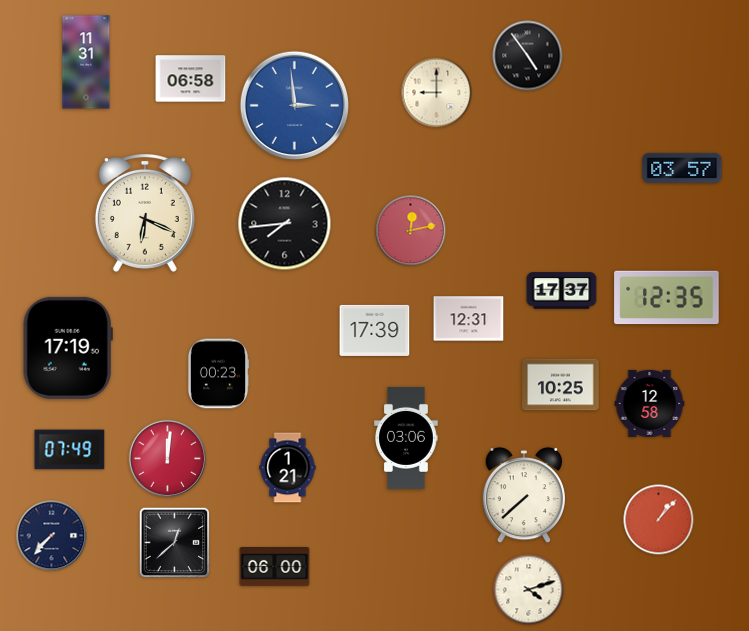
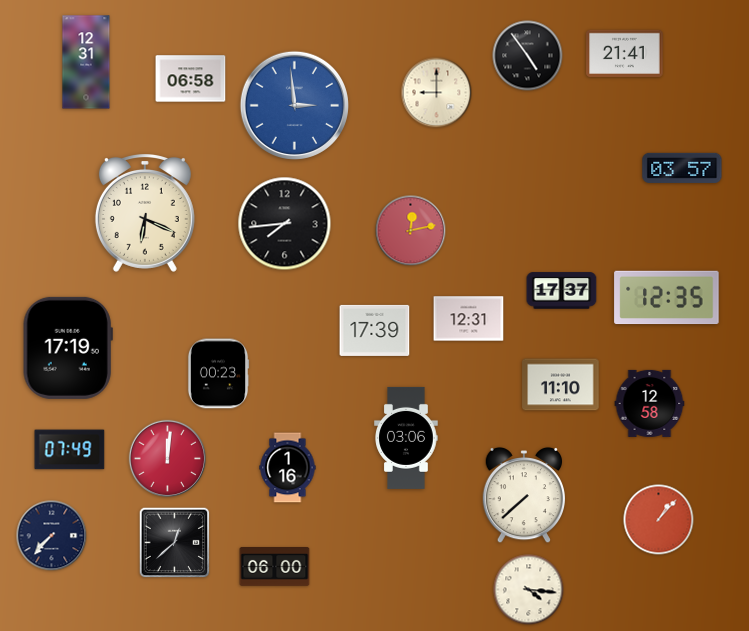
clock at (625, 53): none -> 21:41
clock at (86, 62): 11:31 -> 12:31
clock at (561, 385): 10:25 -> 11:10
clock at (288, 468): 1:21 -> 1:16
clock at (529, 590): 4:12 -> 4:16
